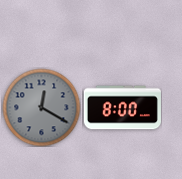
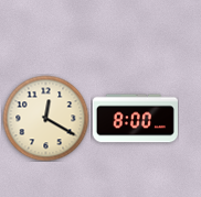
clock at (41, 107) dial: grey -> cream
